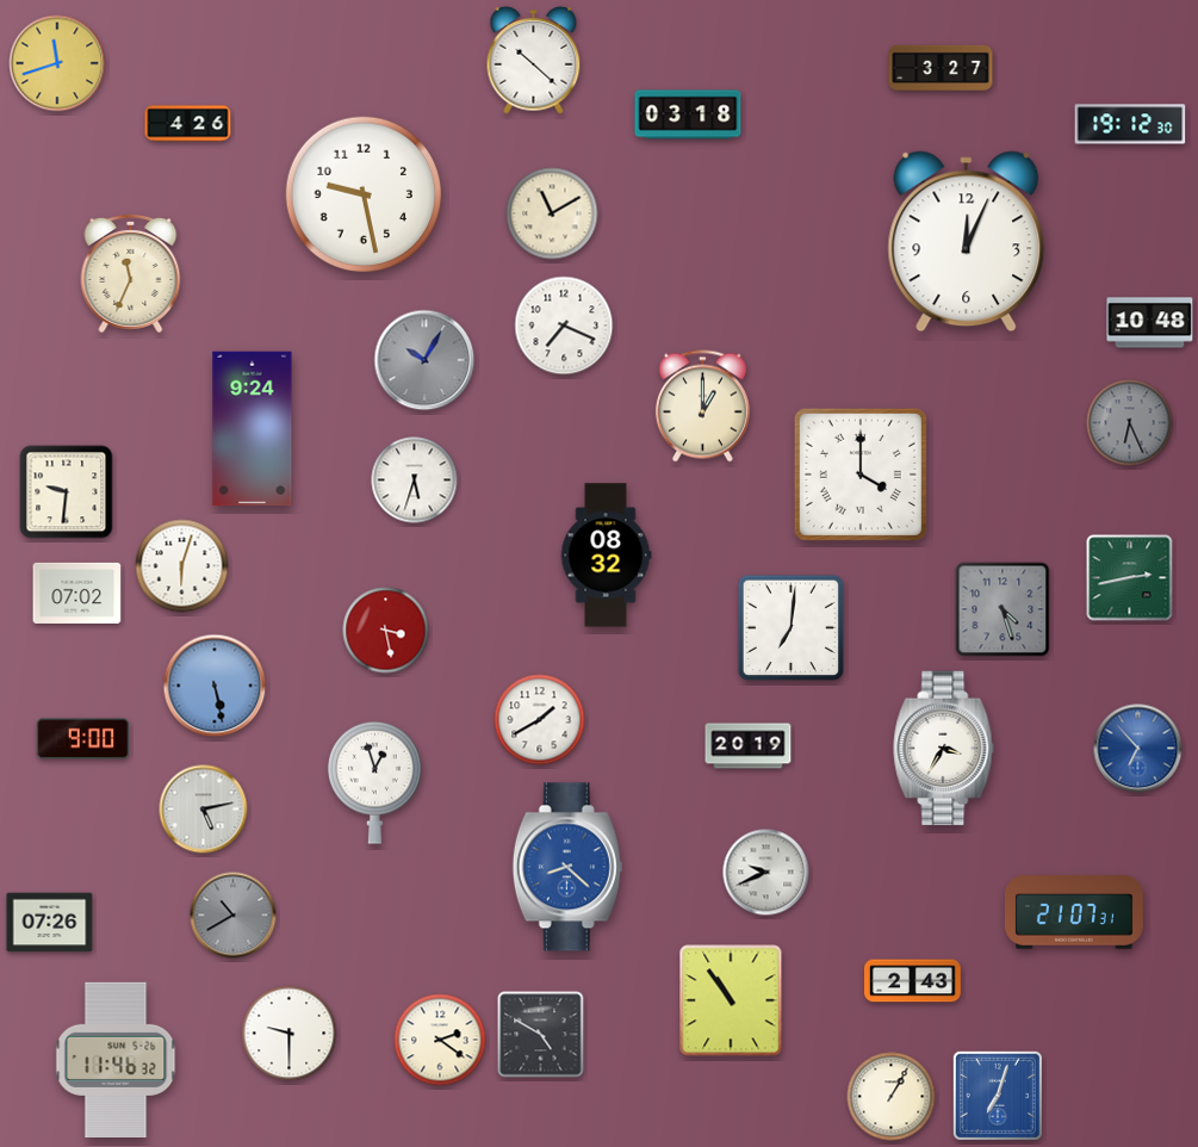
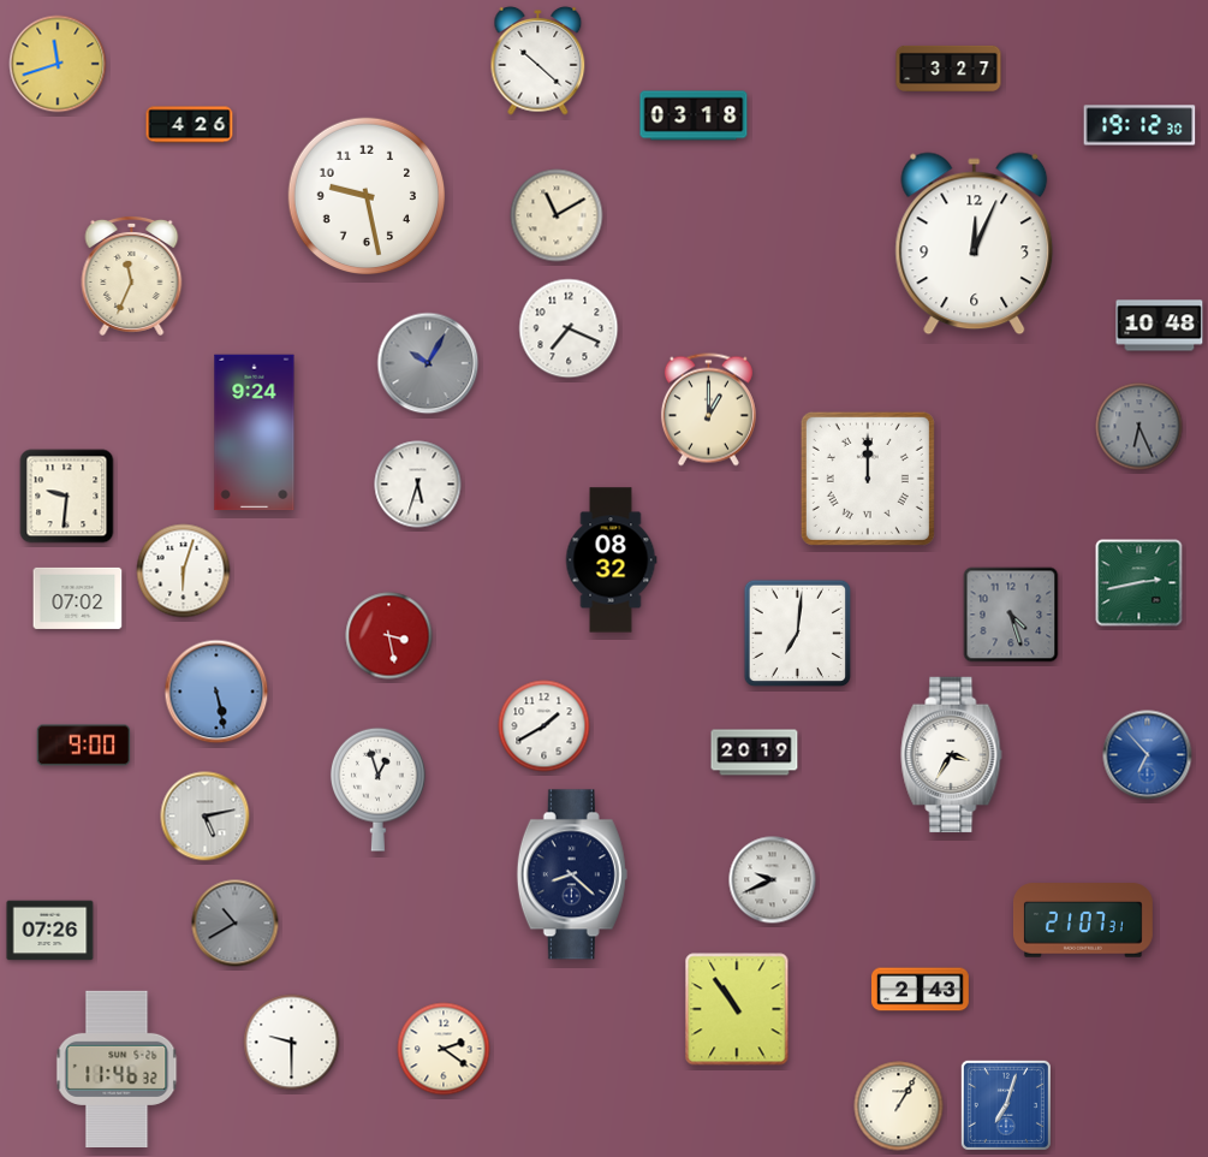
clock at (861, 475): 4:00 -> 12:00
clock at (567, 867) dial: blue -> navy
clock at (541, 1035): 4:50 -> none
